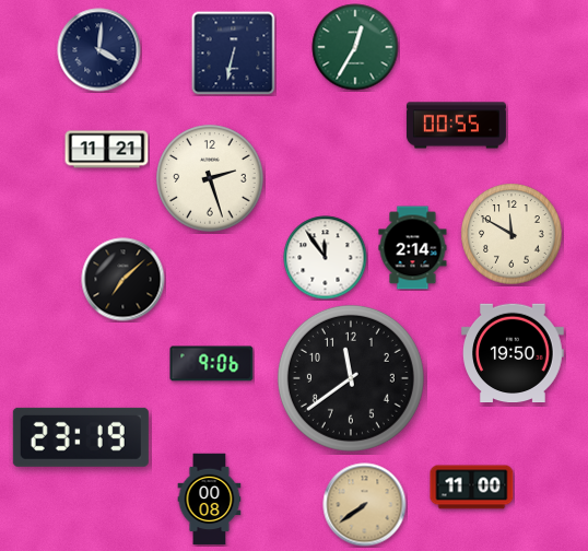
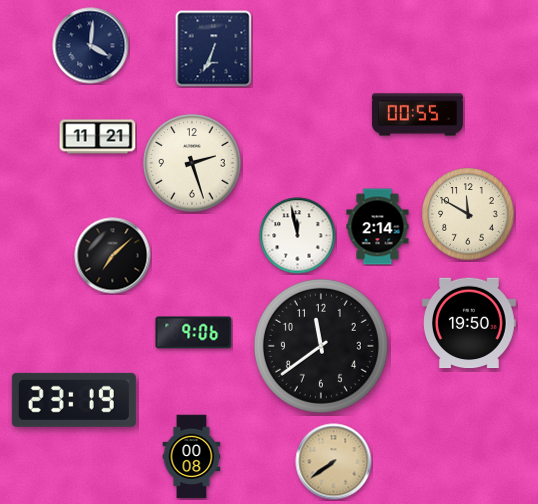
clock at (355, 47): 12:35 -> none
clock at (234, 54): 6:32 -> 6:34
clock at (326, 258): 11:54 -> 11:58
clock at (472, 488): 11:00 -> none
